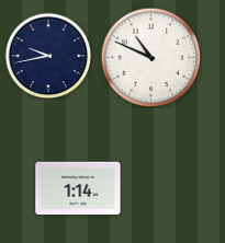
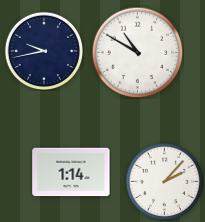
clock at (150, 57): 10:49 -> 10:50
clock at (164, 181): none -> 2:07
